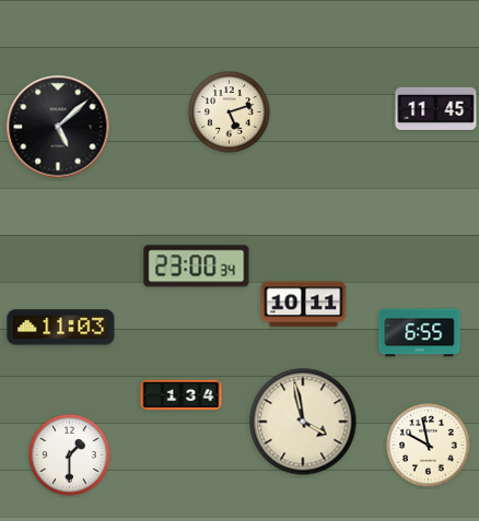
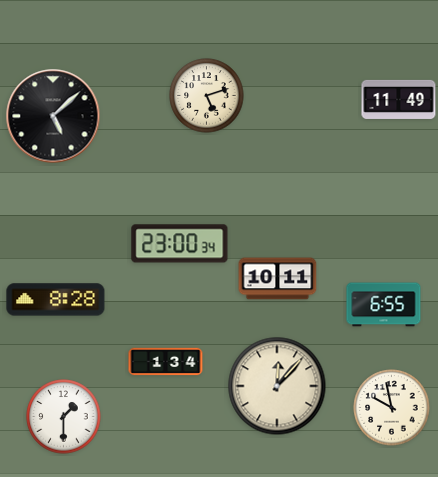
clock at (436, 108): 11:45 -> 11:49
clock at (230, 113) position: (230, 113) -> (207, 96)
clock at (61, 328): 11:03 -> 8:28
clock at (303, 422): 3:58 -> 12:07
